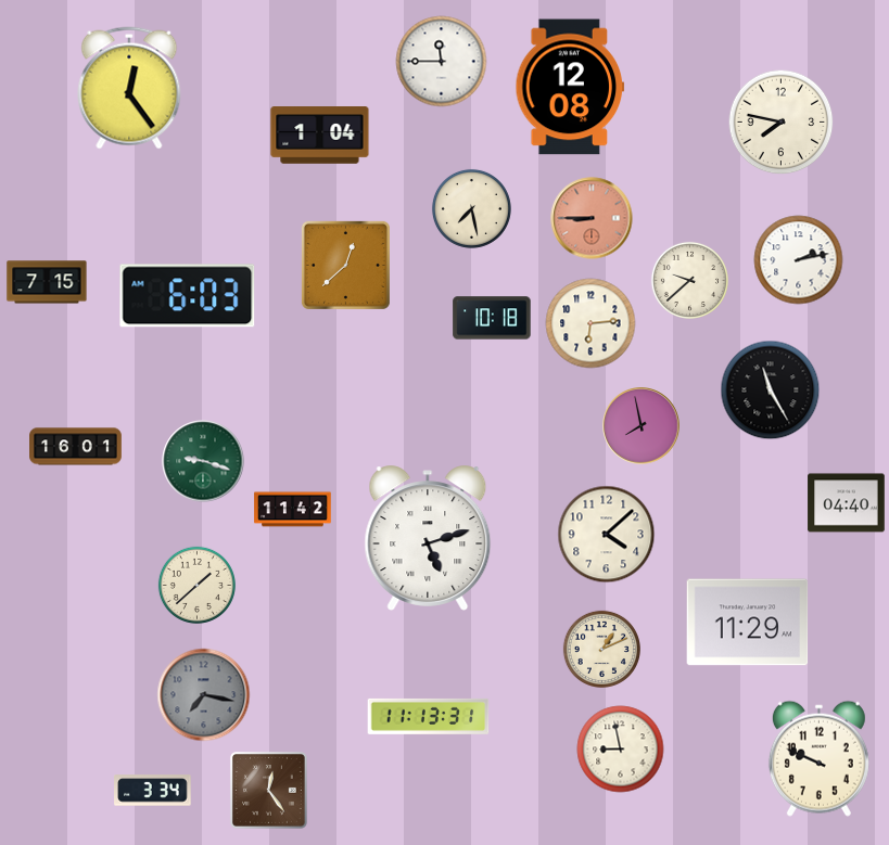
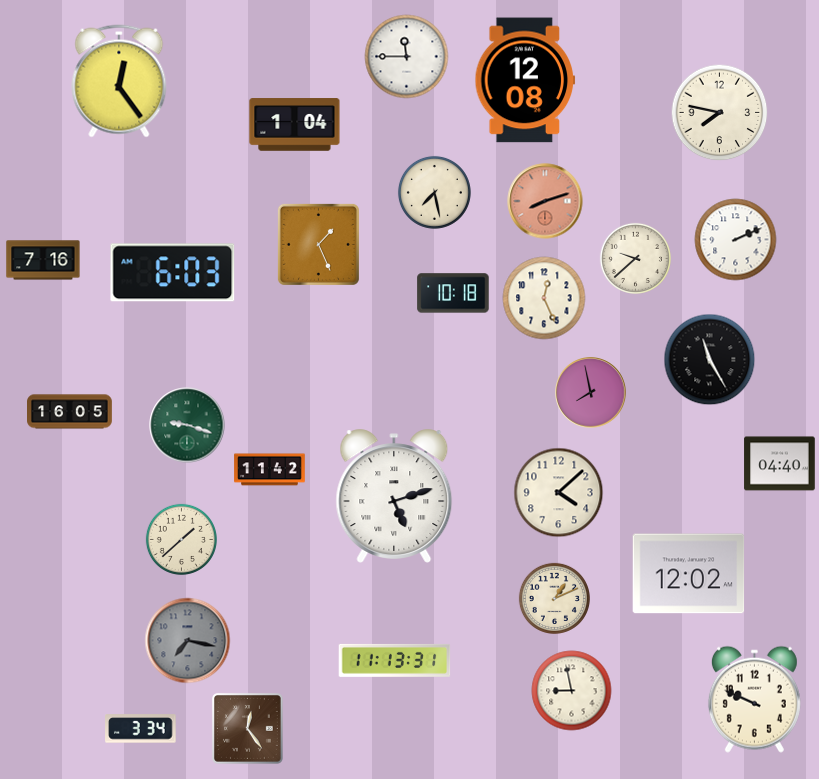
clock at (592, 218): 8:45 -> 8:12
clock at (799, 260): 2:13 -> 2:11
clock at (345, 265): 12:38 -> 1:26
clock at (47, 282): 7:15 -> 7:16
clock at (590, 323): 6:14 -> 12:26
clock at (76, 447): 16:01 -> 16:05
clock at (748, 623): 11:29 -> 12:02
